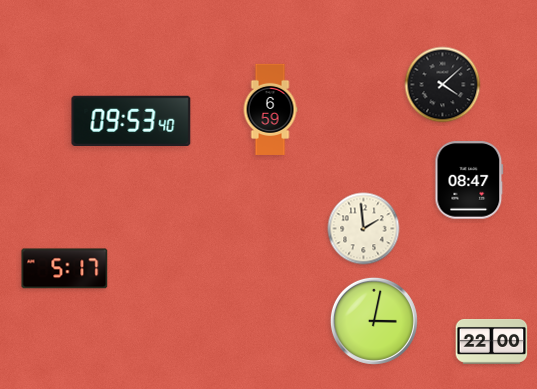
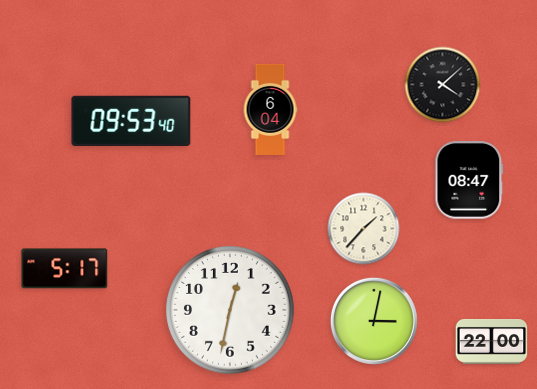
clock at (270, 109): 6:59 -> 6:04
clock at (364, 229): 1:59 -> 1:37
clock at (230, 310): none -> 12:32
